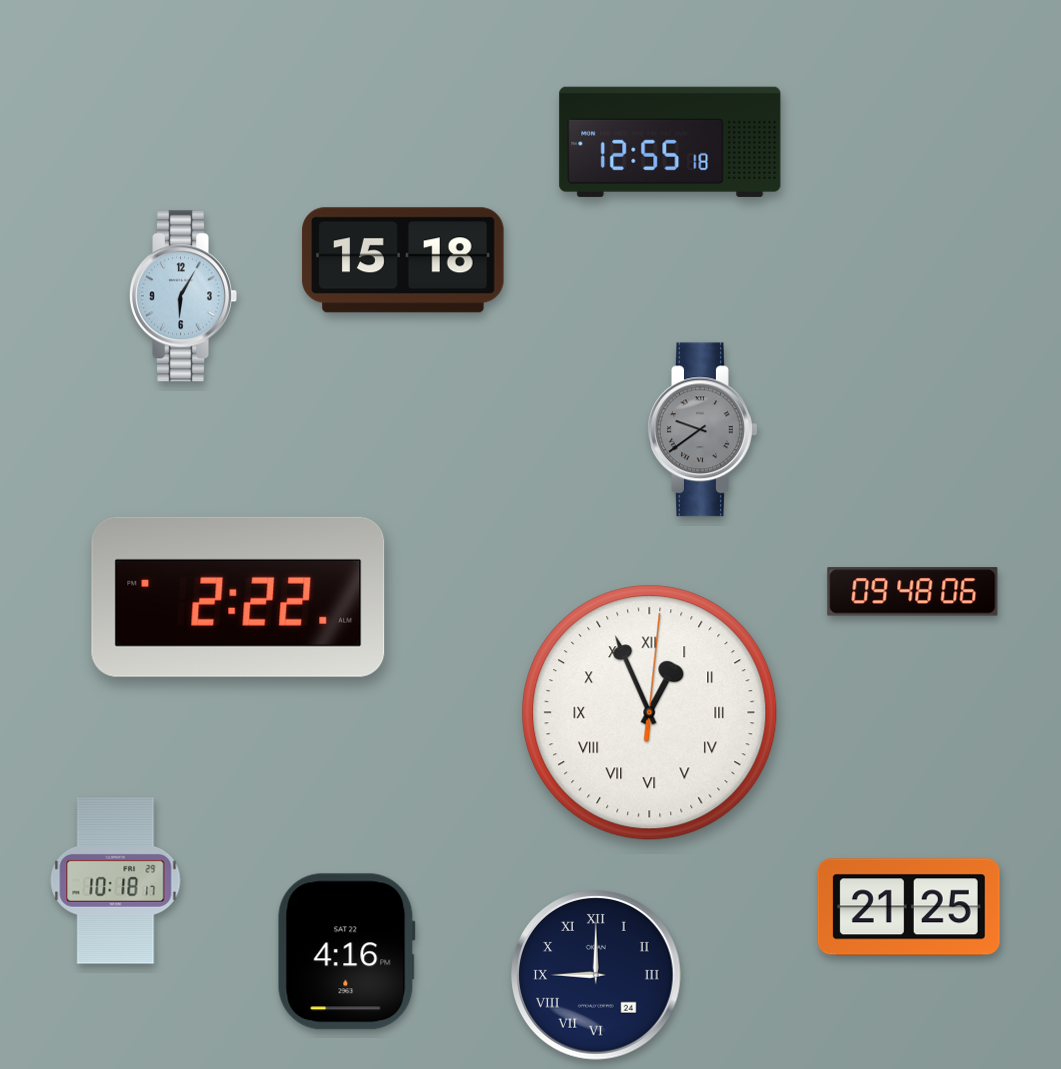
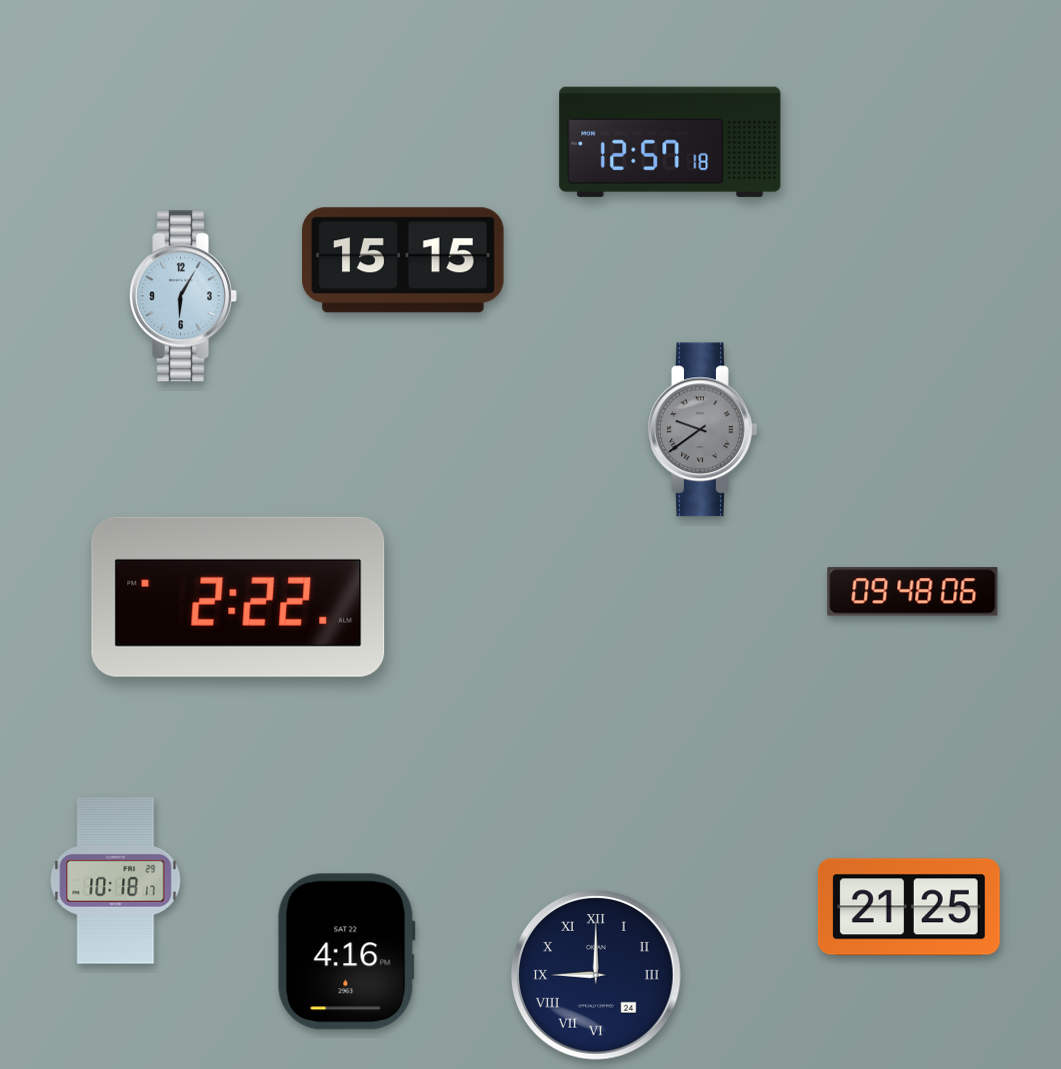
clock at (670, 142): 12:55 -> 12:57
clock at (403, 260): 15:18 -> 15:15
clock at (650, 713): 12:56 -> none
